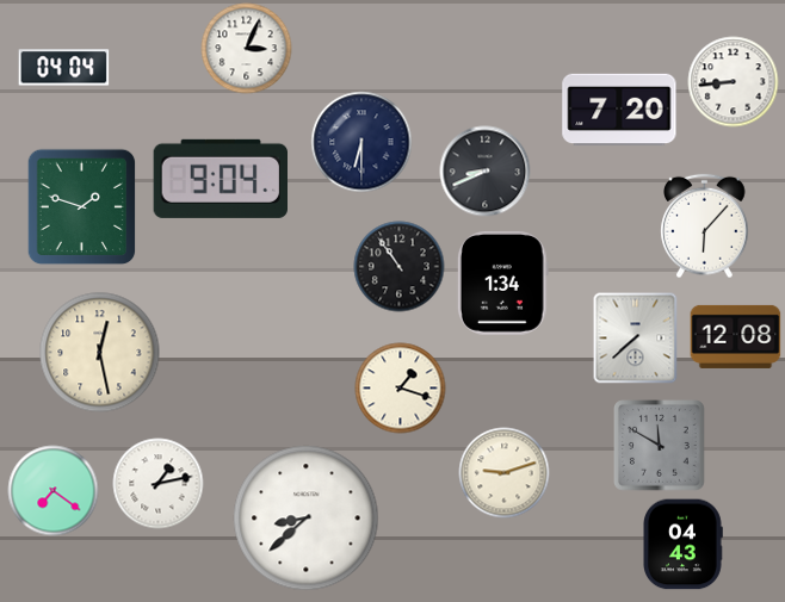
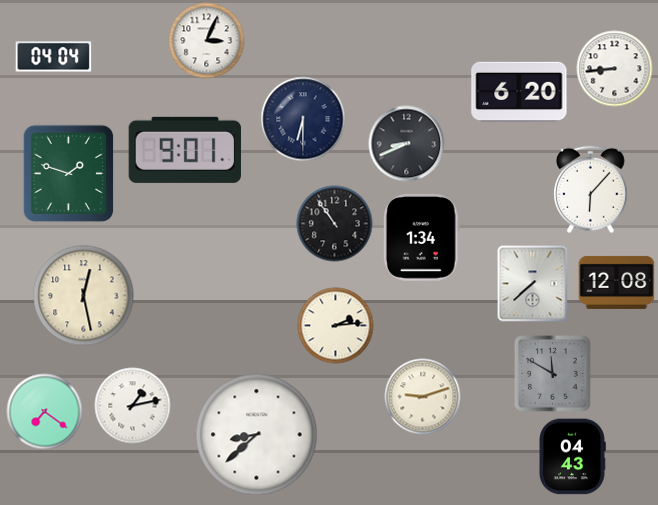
clock at (619, 110): 7:20 -> 6:20
clock at (220, 179): 9:04 -> 9:01
clock at (401, 389): 1:18 -> 2:14
